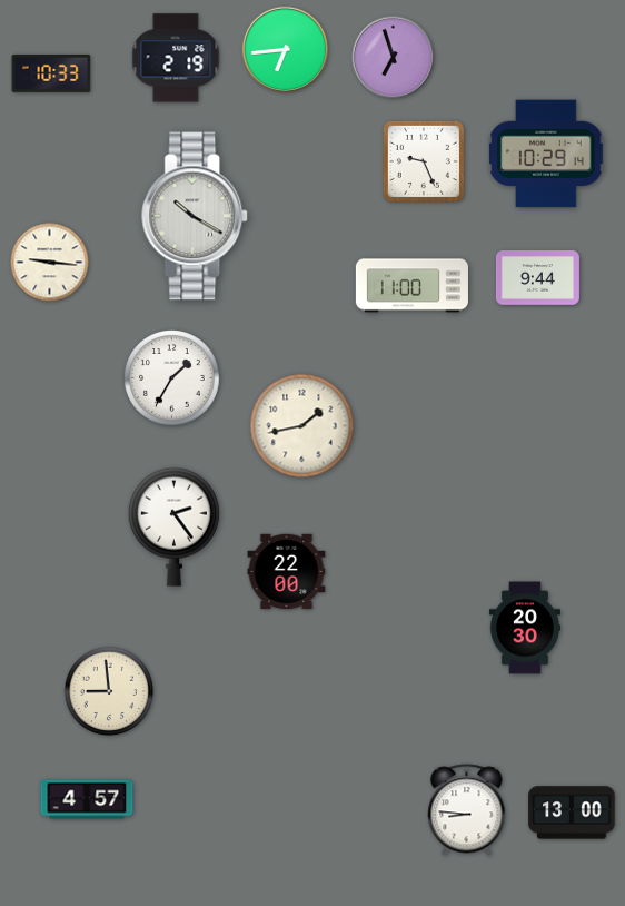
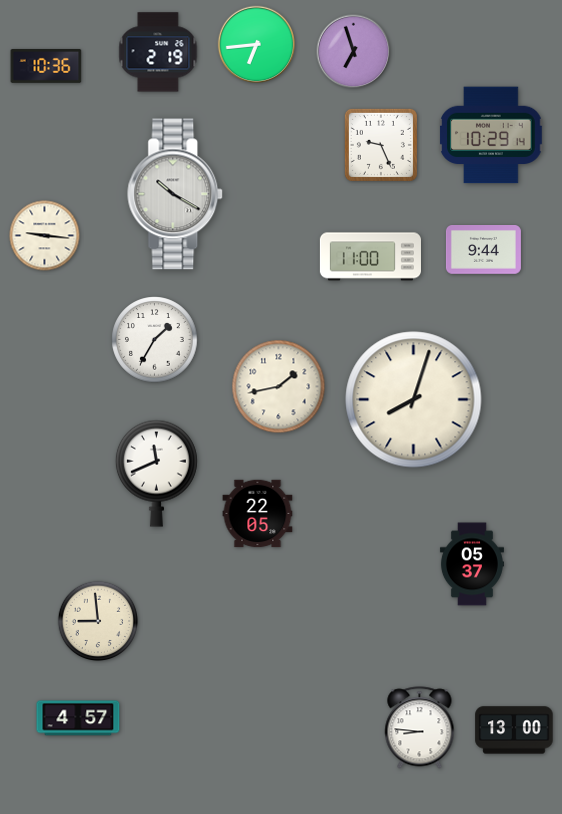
clock at (51, 73): 10:33 -> 10:36
clock at (546, 154) position: (546, 154) -> (491, 135)
clock at (302, 426) position: (302, 426) -> (279, 387)
clock at (414, 400): none -> 8:03
clock at (173, 526): 2:24 -> 11:41
clock at (287, 572): 22:00 -> 22:05
clock at (525, 628): 20:30 -> 05:37
